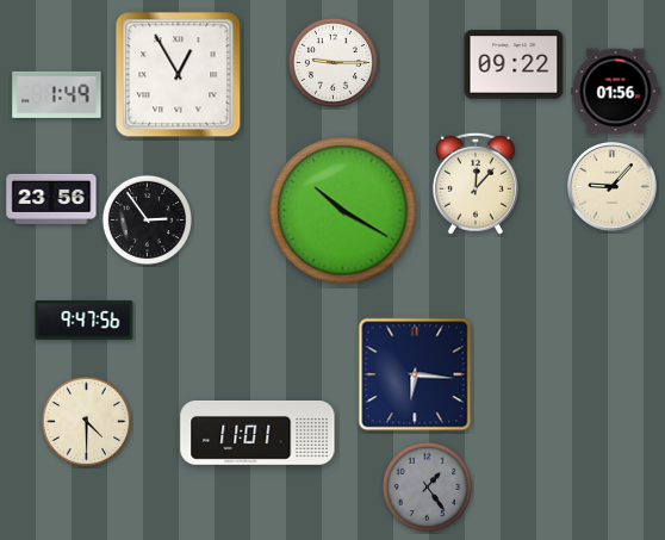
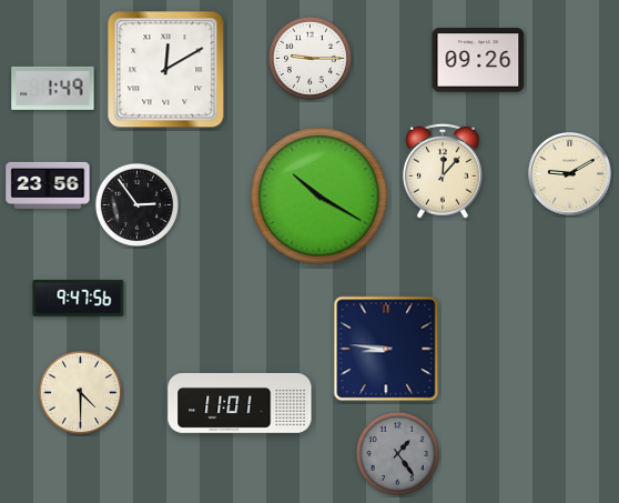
clock at (514, 64): 09:22 -> 09:26
clock at (179, 75): 12:55 -> 12:10
clock at (616, 92): 01:56 -> none
clock at (613, 187): 9:07 -> 9:10
clock at (415, 374): 6:16 -> 8:46
